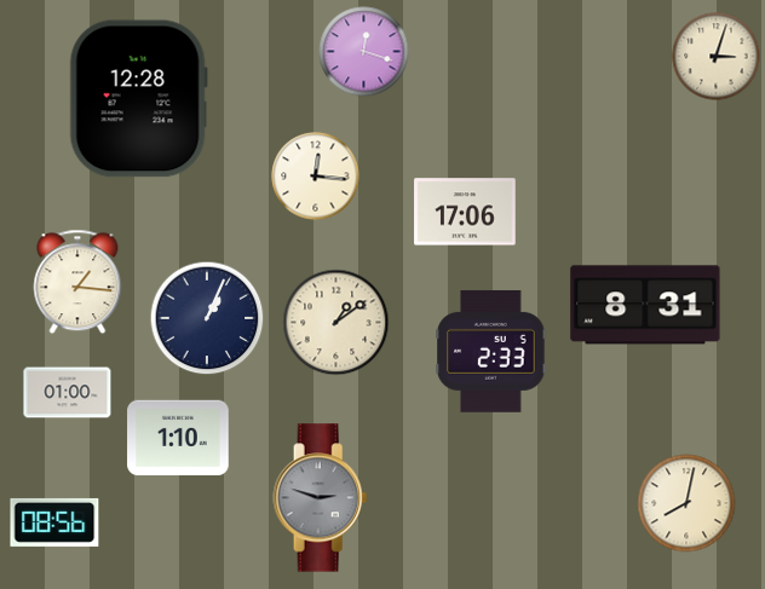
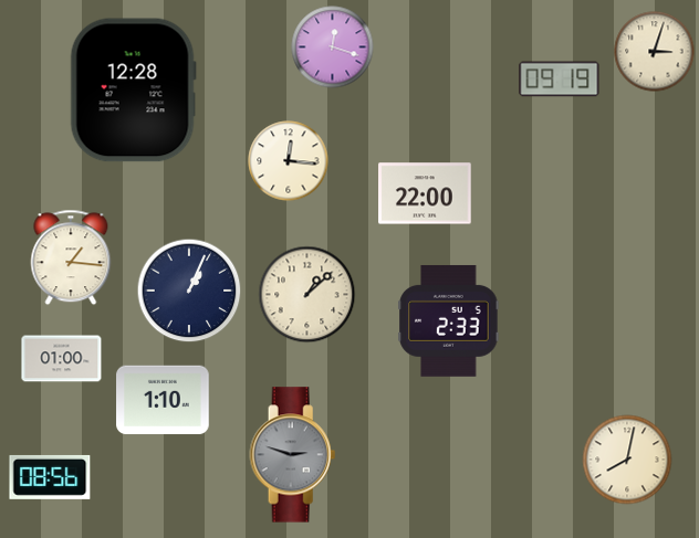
clock at (560, 80): none -> 09:19
clock at (138, 99) position: (138, 99) -> (133, 91)
clock at (465, 212): 17:06 -> 22:00
clock at (645, 305): 8:31 -> none
clock at (337, 323): 1:09 -> 1:08
